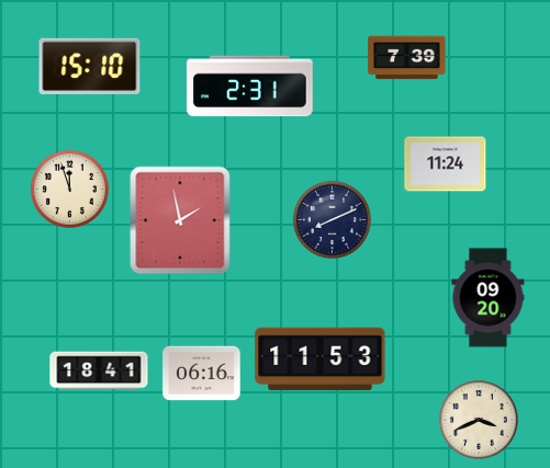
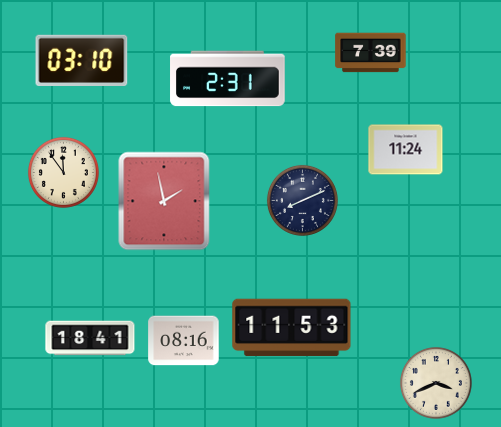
clock at (90, 66): 15:10 -> 03:10
clock at (69, 189): 11:57 -> 11:54
clock at (489, 298): 09:20 -> none
clock at (202, 374): 06:16 -> 08:16
